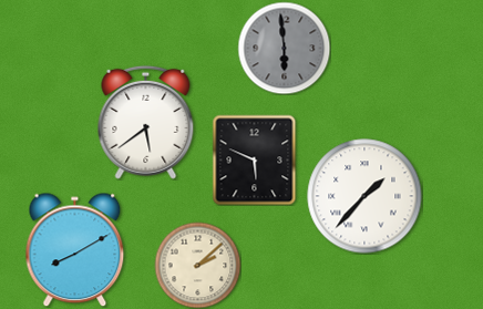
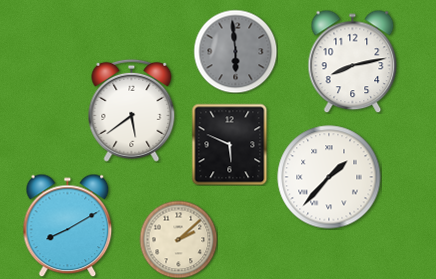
clock at (284, 48) position: (284, 48) -> (235, 51)
clock at (353, 61): none -> 8:13
